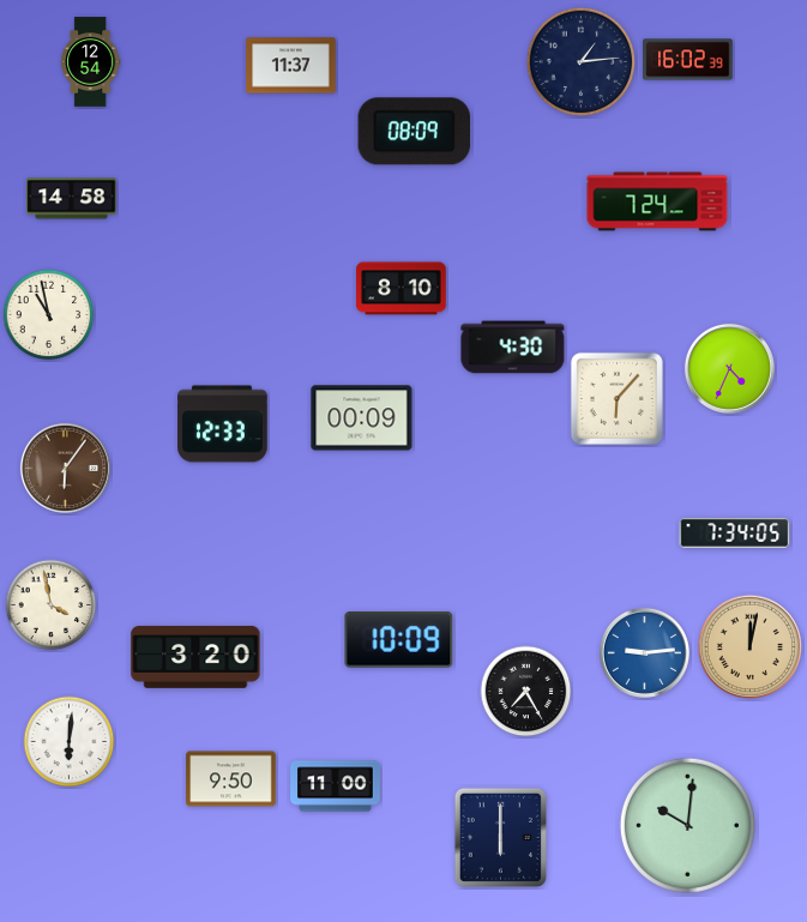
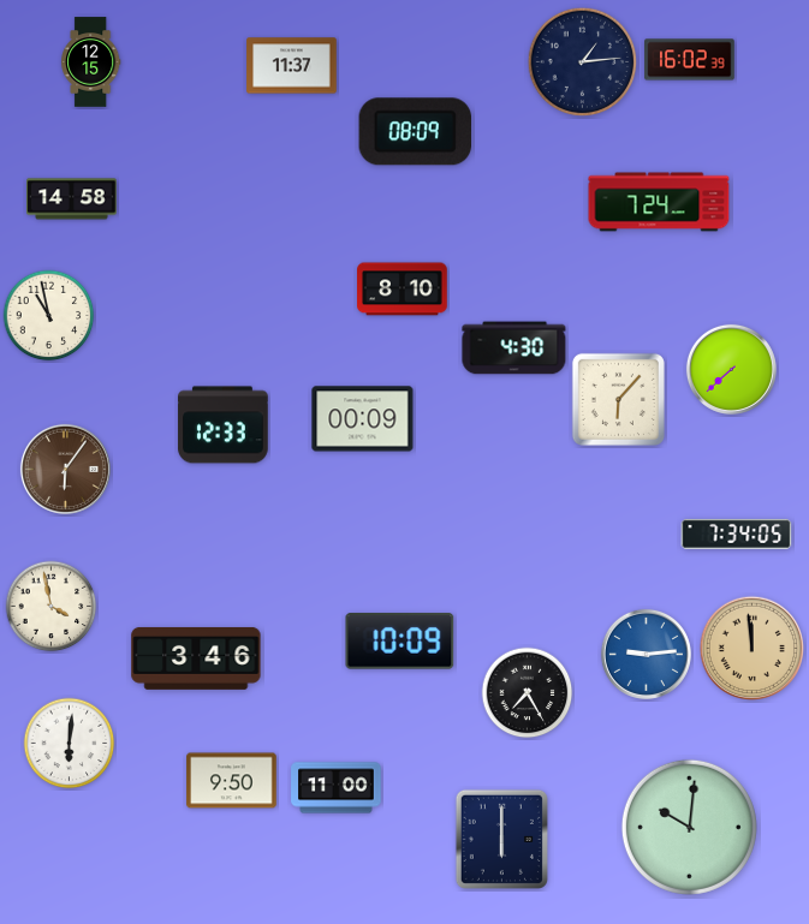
clock at (91, 62): 12:54 -> 12:15
clock at (729, 368): 4:34 -> 7:38
clock at (749, 646): 12:02 -> 11:59
clock at (195, 657): 3:20 -> 3:46
